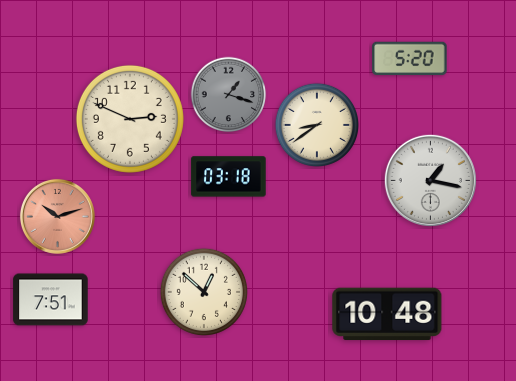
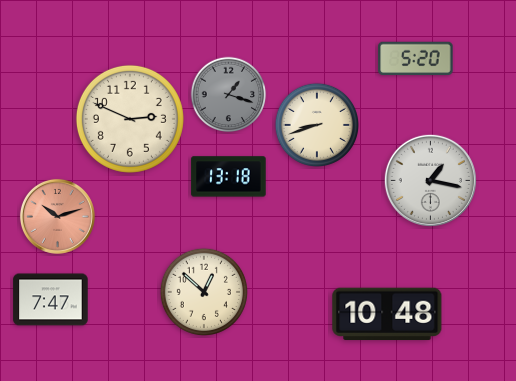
clock at (410, 59) position: (410, 59) -> (416, 59)
clock at (316, 124): 8:39 -> 8:42
clock at (229, 177): 03:18 -> 13:18
clock at (51, 300): 7:51 -> 7:47
